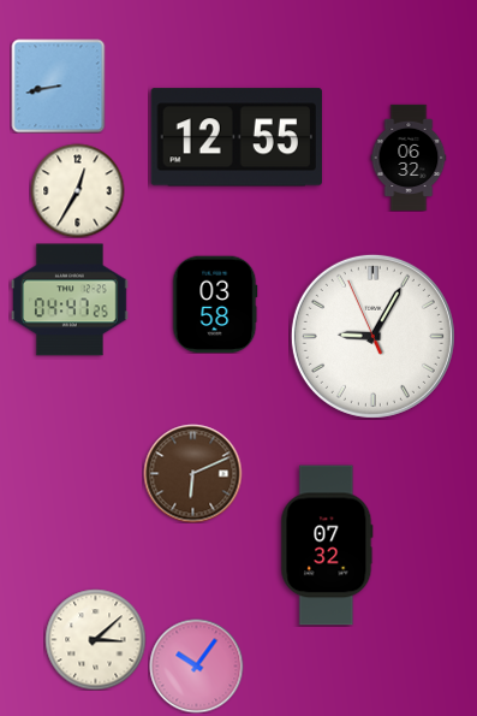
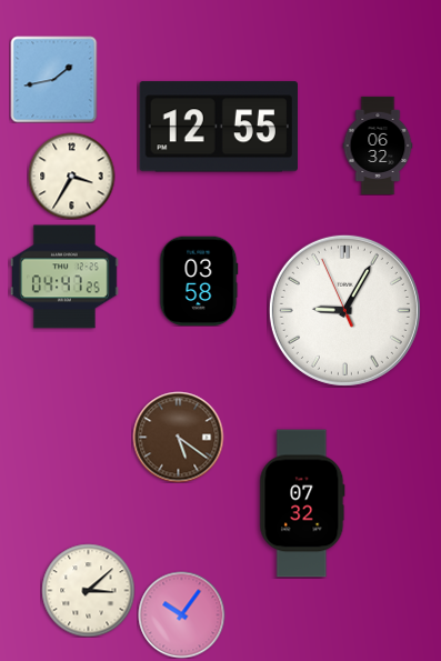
clock at (58, 85): 8:43 -> 1:43
clock at (77, 190): 12:35 -> 3:35
clock at (192, 473): 6:11 -> 5:21
